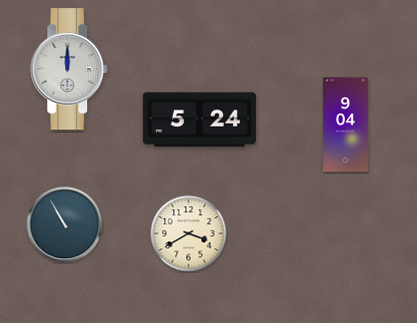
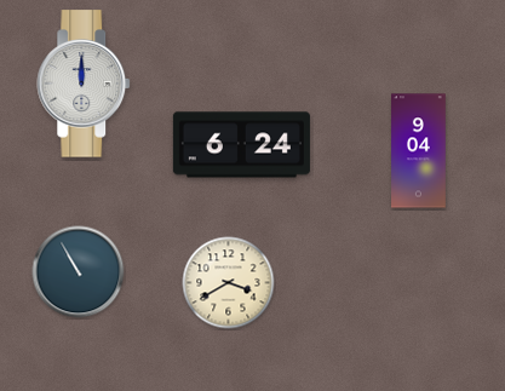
clock at (199, 120): 5:24 -> 6:24
